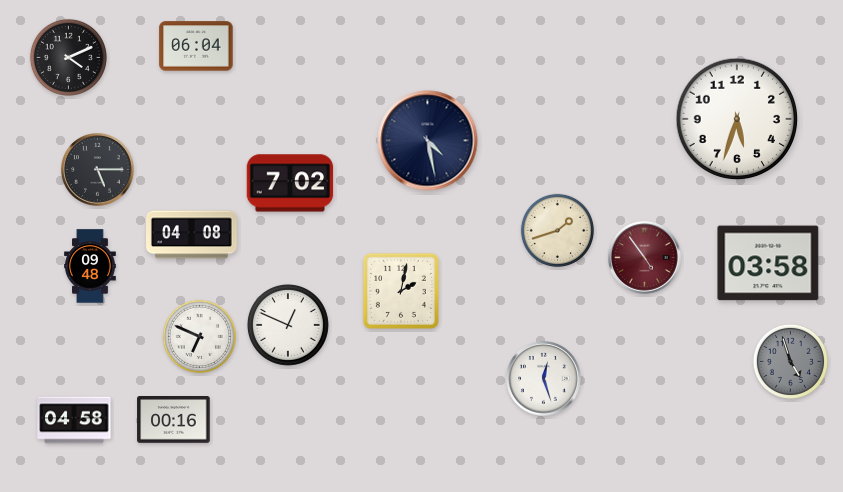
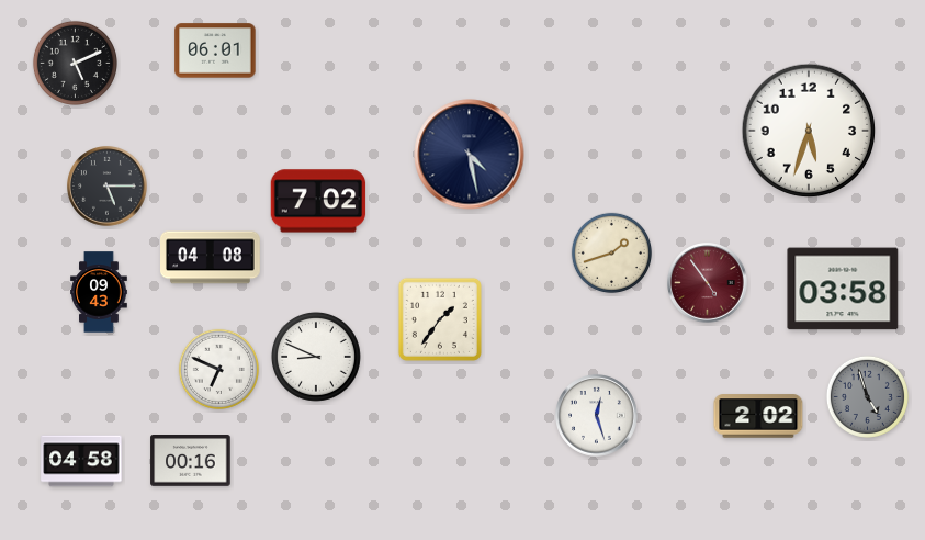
clock at (196, 46): 06:04 -> 06:01
clock at (68, 57): 4:11 -> 5:11
clock at (90, 266): 09:48 -> 09:43
clock at (401, 291): 2:02 -> 1:36
clock at (288, 325): 12:49 -> 8:49
clock at (758, 416): none -> 2:02
